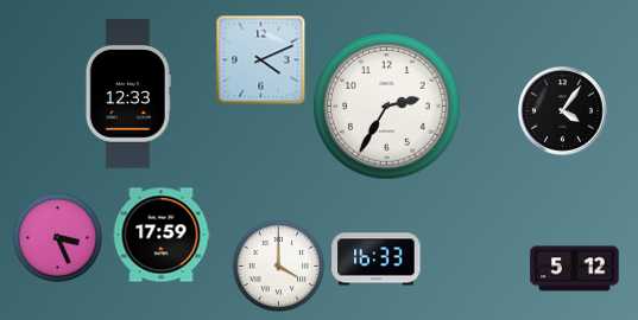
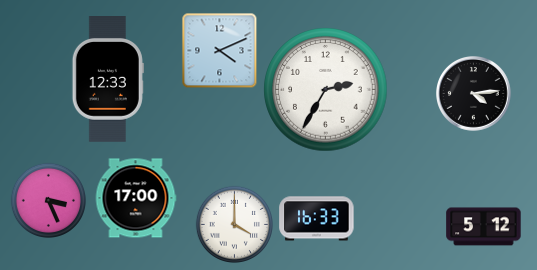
clock at (563, 111): 4:06 -> 4:14
clock at (162, 235): 17:59 -> 17:00
